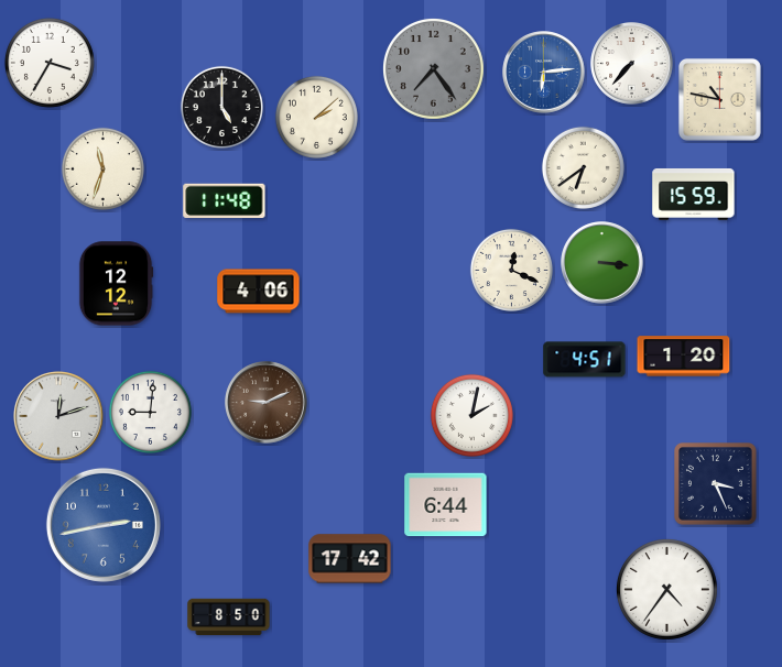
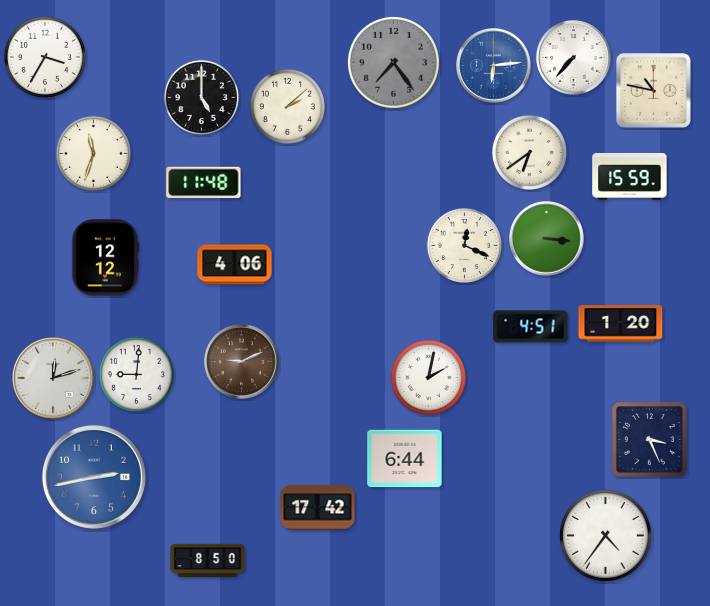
clock at (267, 403) position: (267, 403) -> (242, 362)
